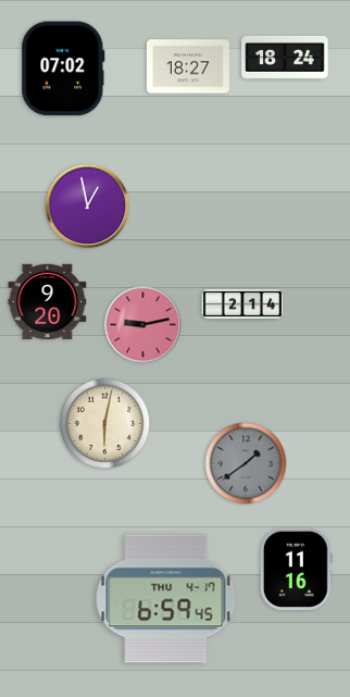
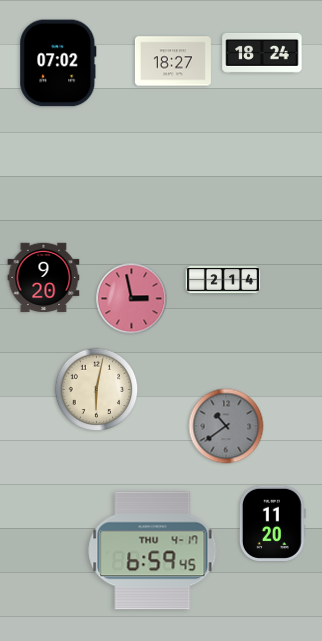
clock at (88, 207): 12:58 -> none
clock at (143, 325): 9:13 -> 2:58
clock at (246, 463): 1:39 -> 10:39
clock at (296, 569): 11:16 -> 11:20
